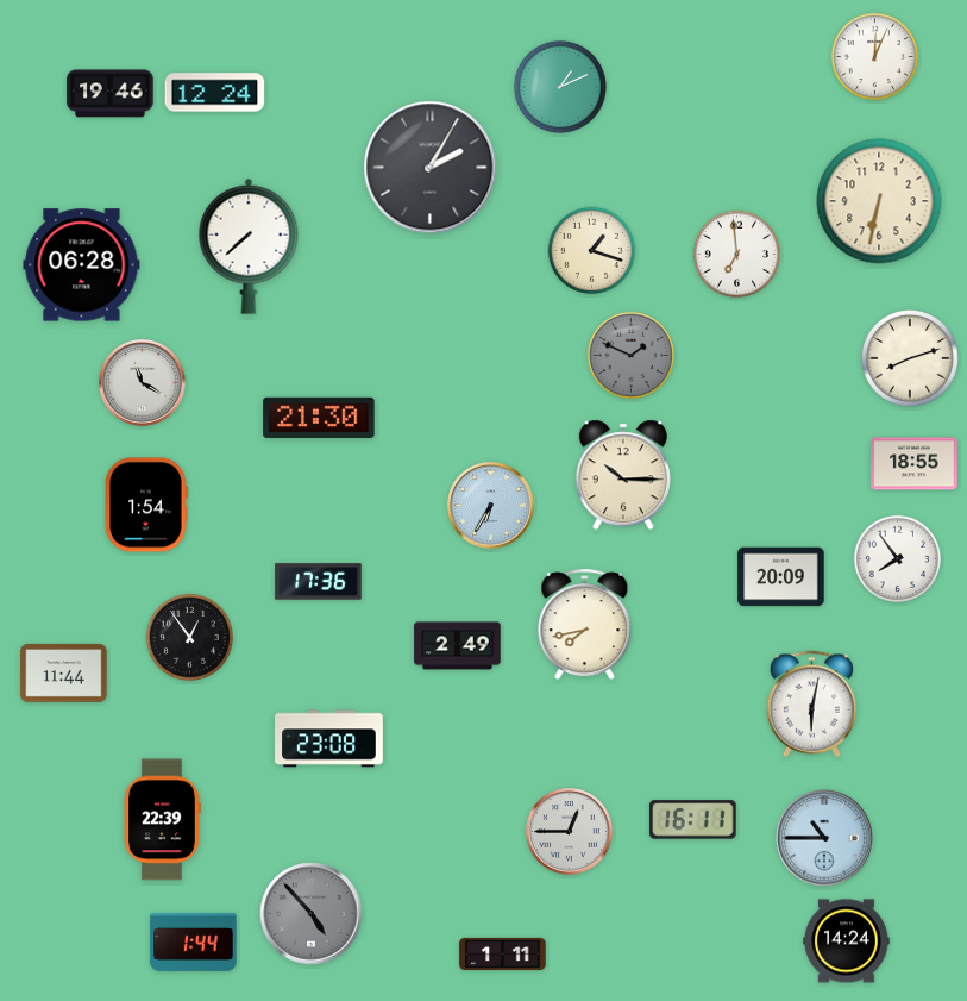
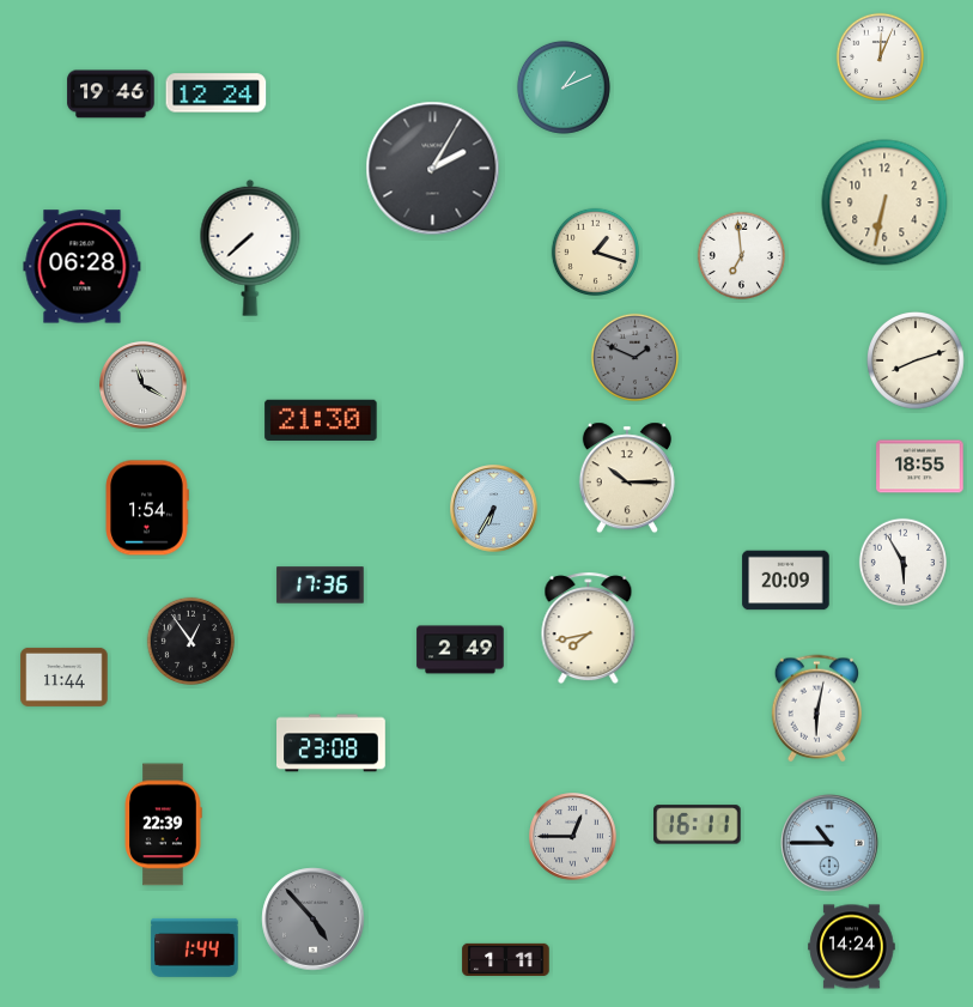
clock at (897, 558): 7:54 -> 5:55
